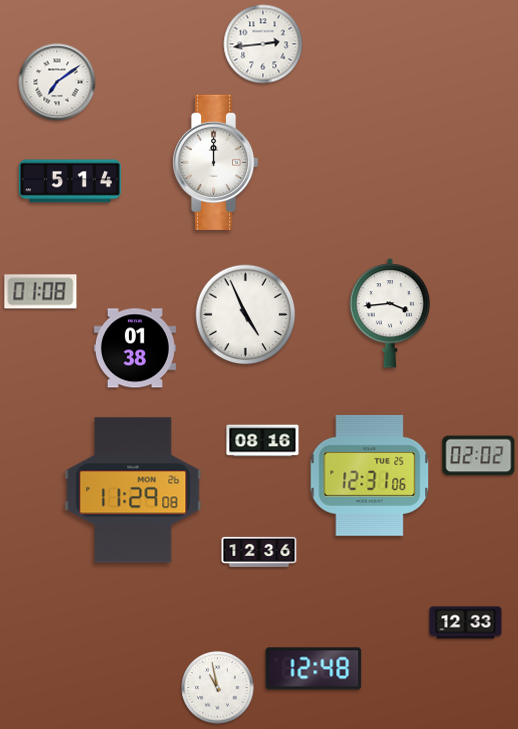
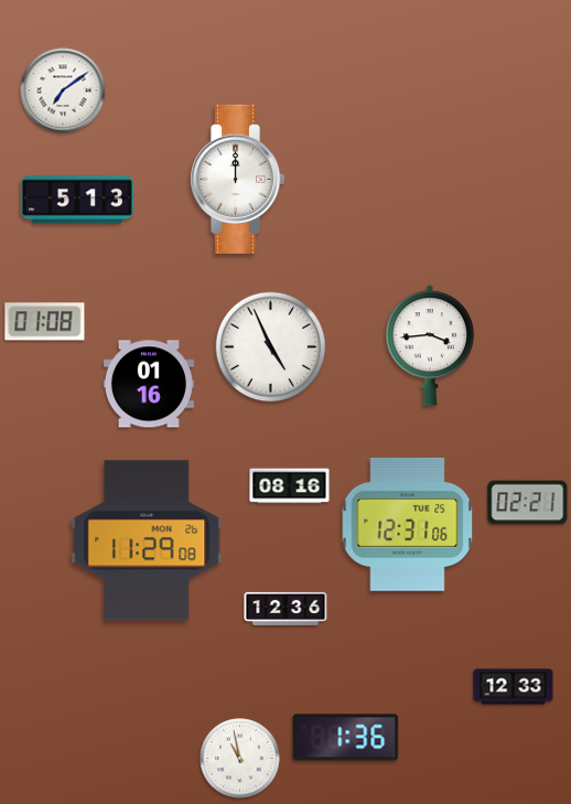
clock at (263, 44): 2:44 -> none
clock at (70, 181): 5:14 -> 5:13
clock at (135, 348): 01:38 -> 01:16
clock at (479, 456): 02:02 -> 02:21
clock at (314, 669): 12:48 -> 1:36
